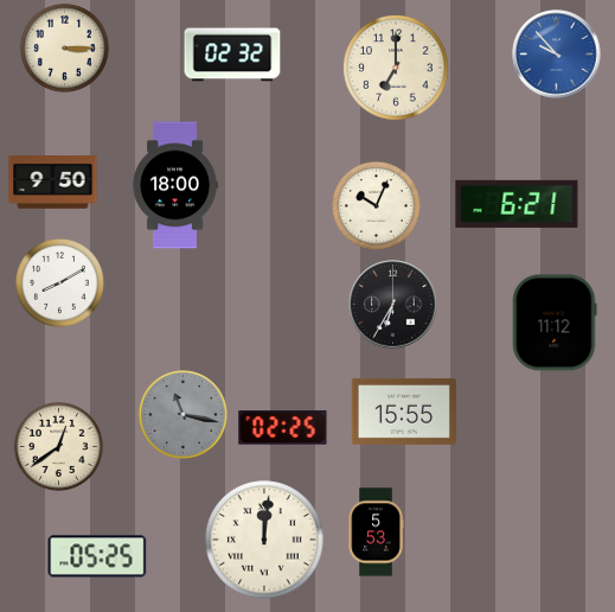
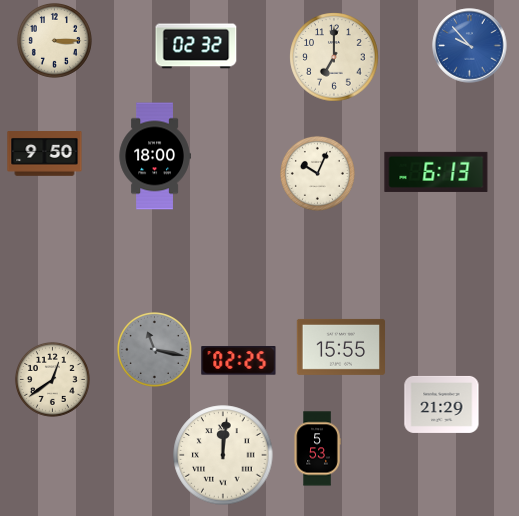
clock at (175, 185) position: (175, 185) -> (155, 156)
clock at (517, 204): 6:21 -> 6:13
clock at (59, 282): 8:10 -> none
clock at (393, 305): 6:35 -> none
clock at (555, 323): 11:12 -> none
clock at (58, 446) position: (58, 446) -> (52, 379)
clock at (442, 404): none -> 21:29
clock at (97, 556): 05:25 -> none
